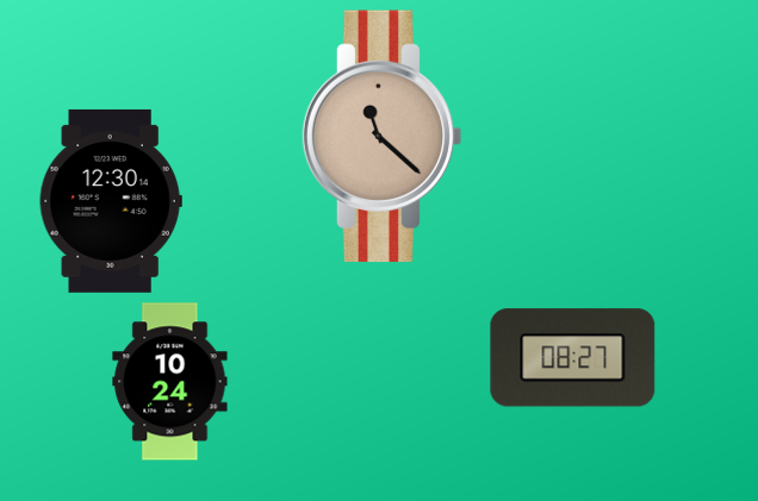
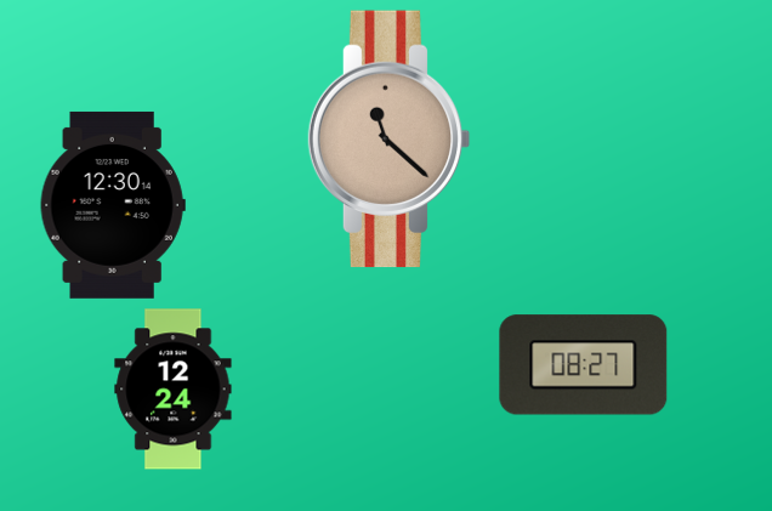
clock at (170, 382): 10:24 -> 12:24
